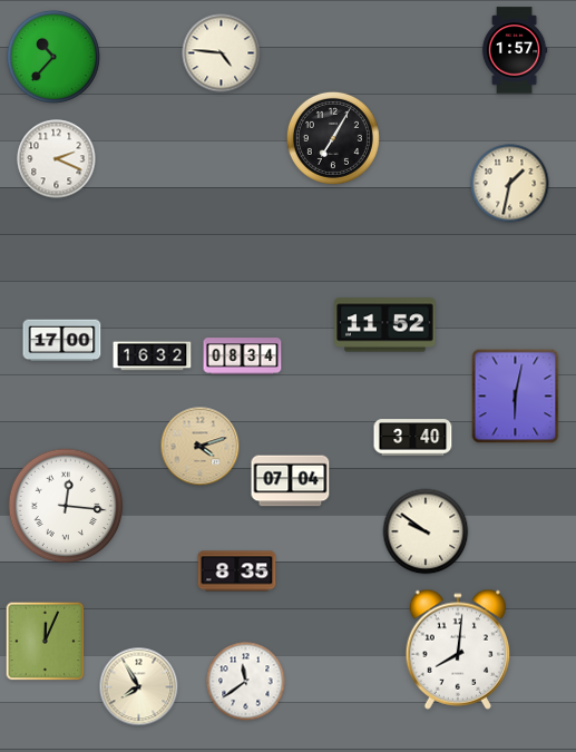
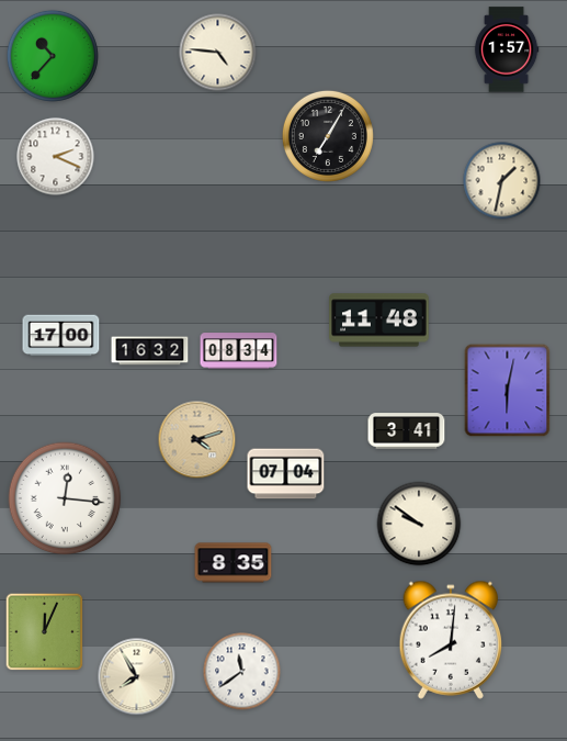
clock at (385, 325): 11:52 -> 11:48
clock at (413, 438): 3:40 -> 3:41
